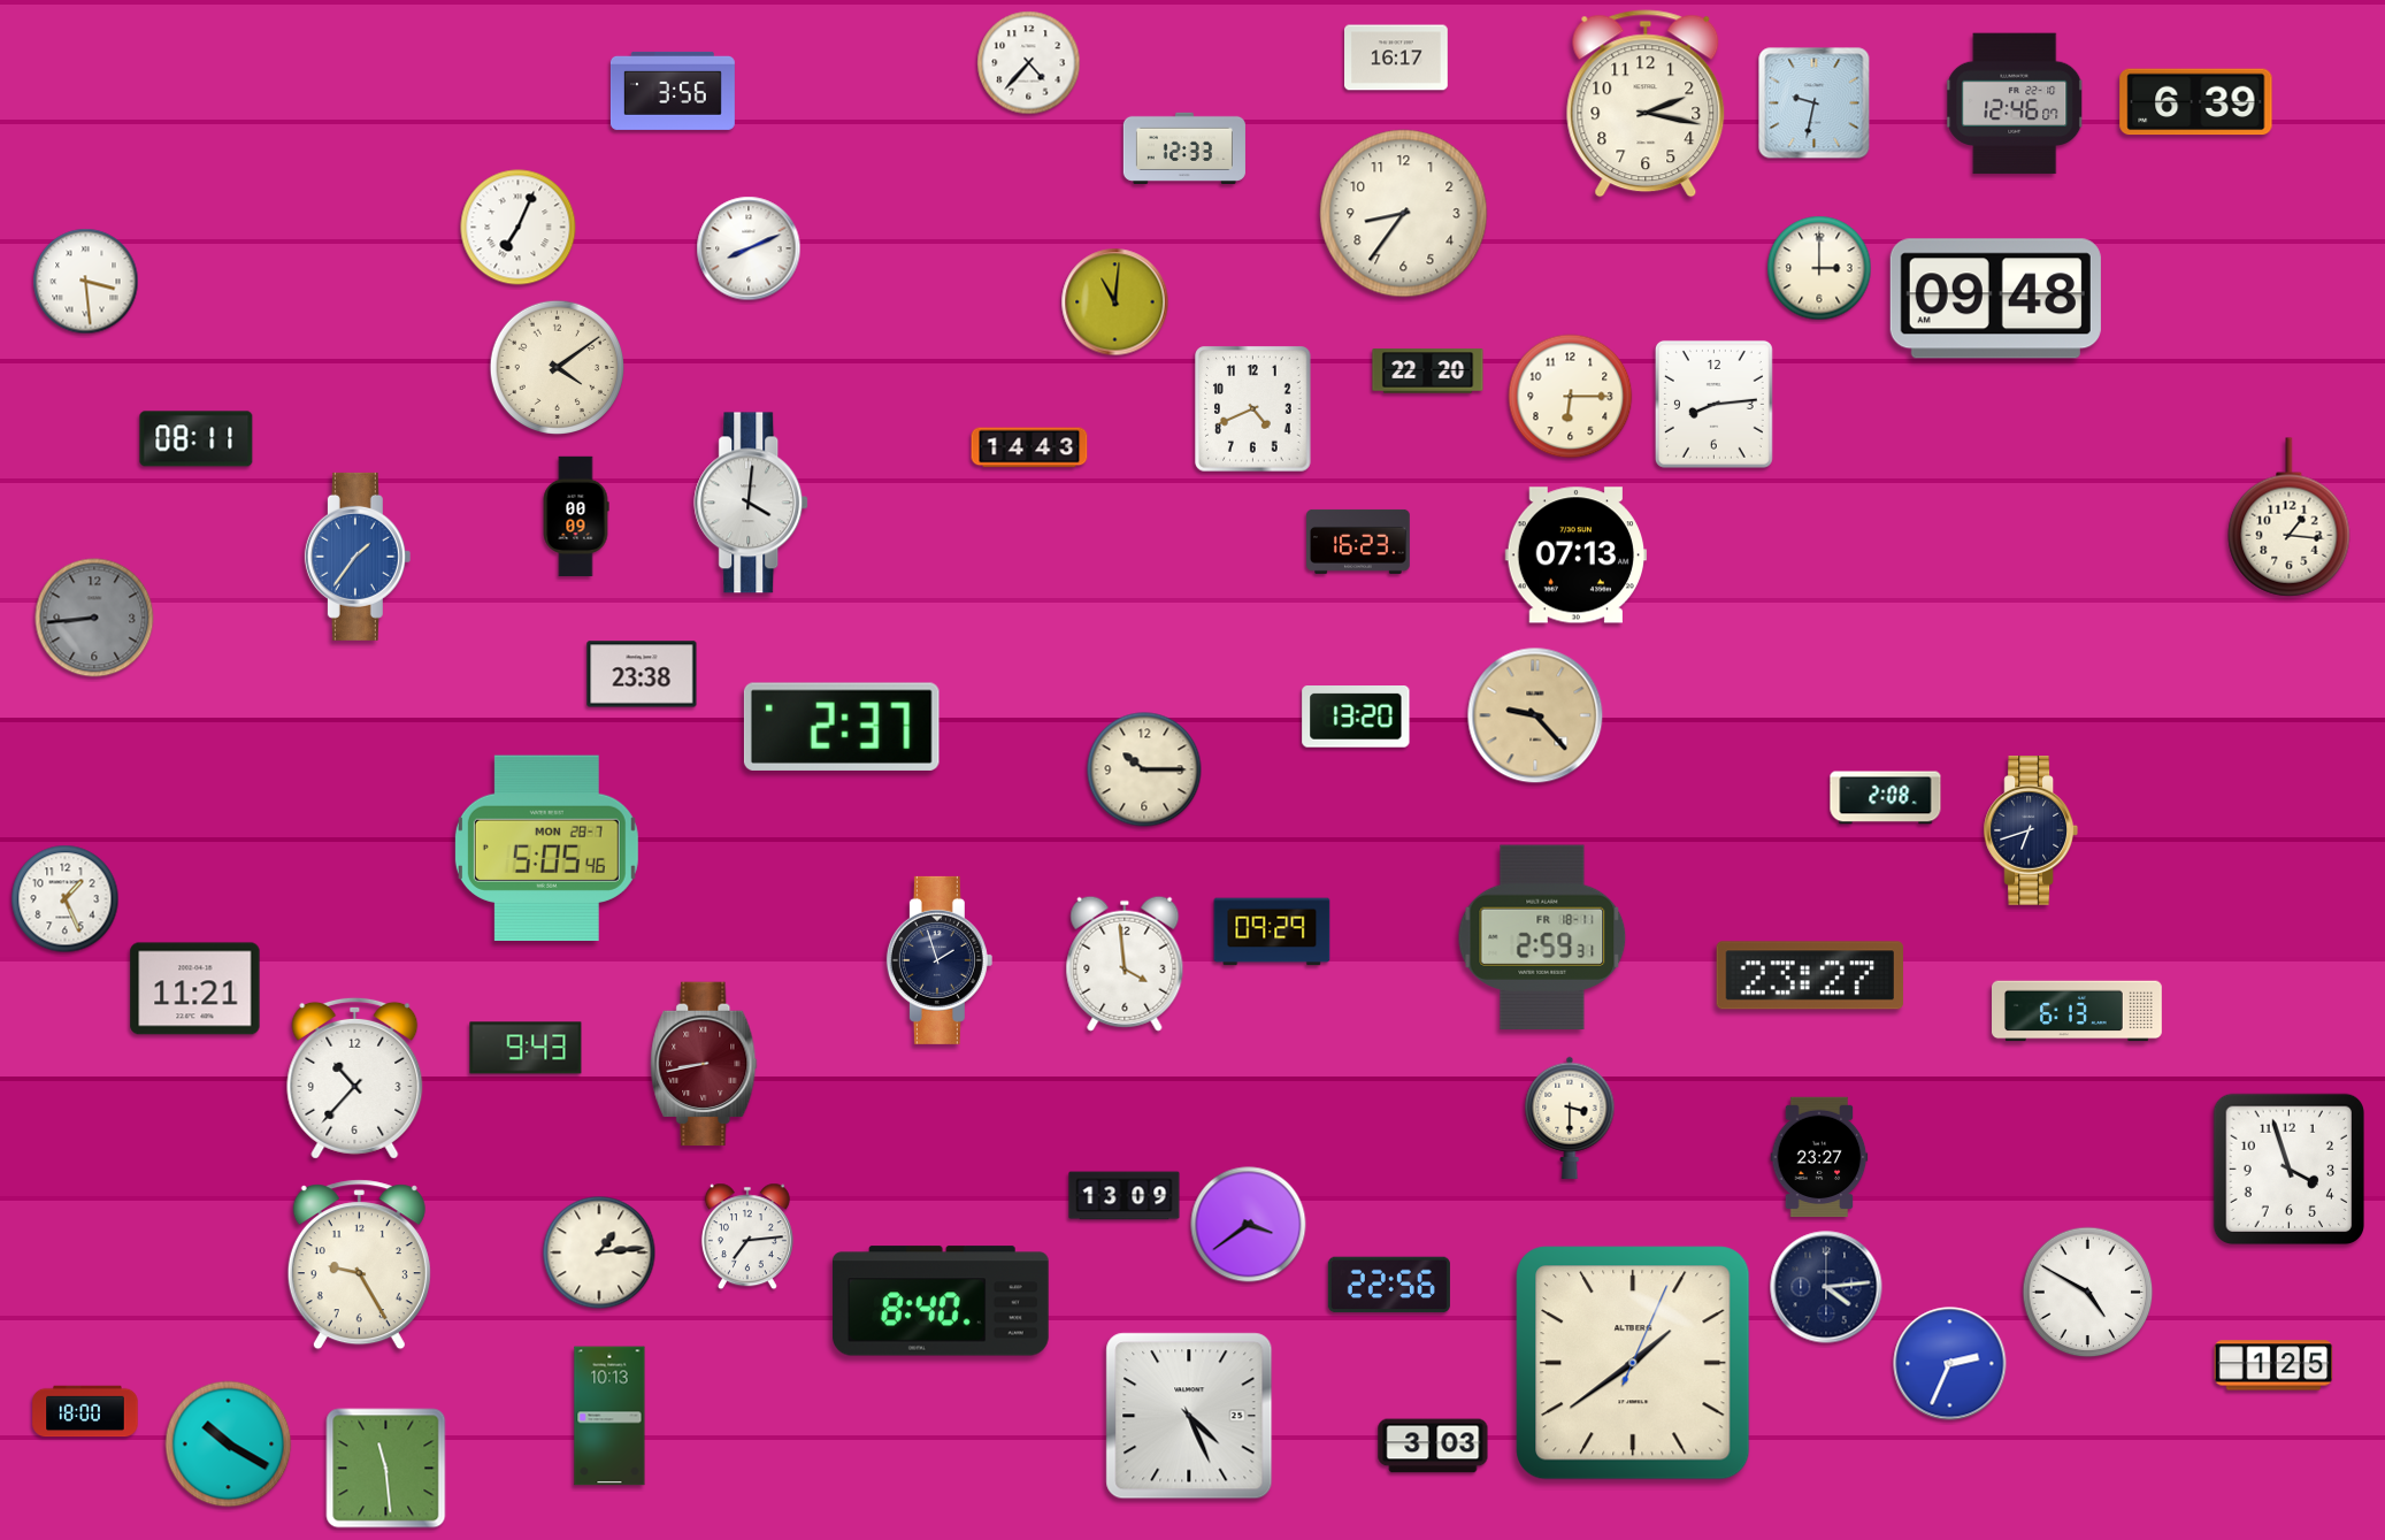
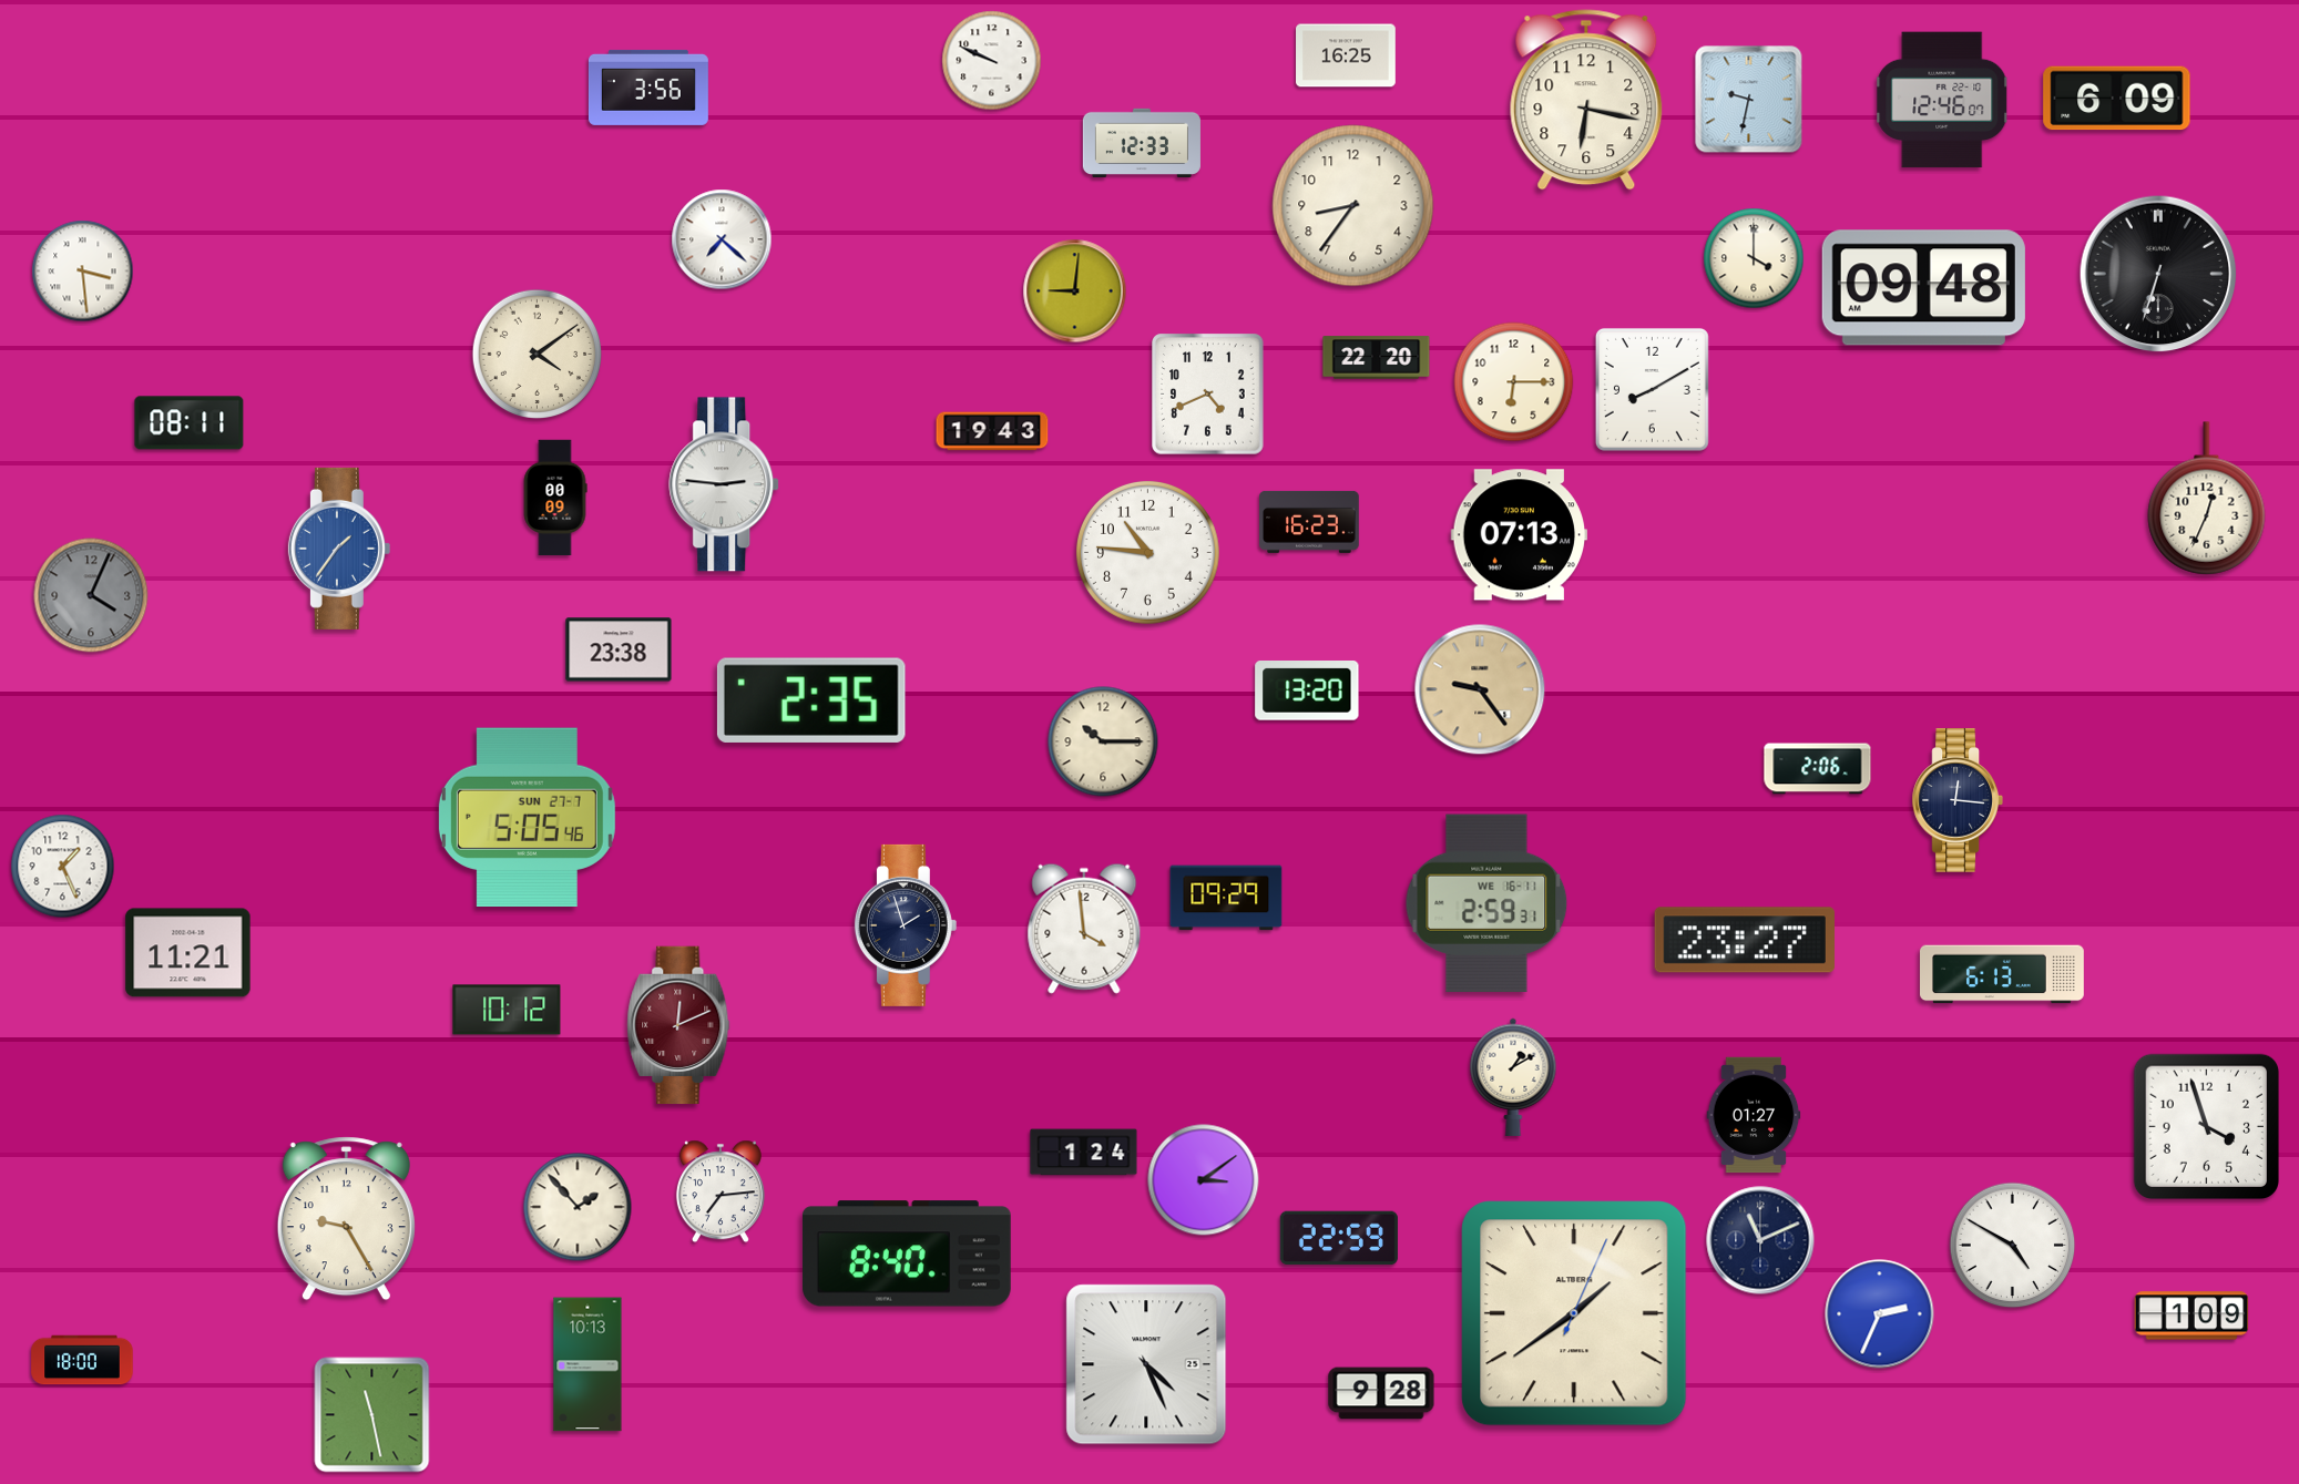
clock at (1397, 58): 16:17 -> 16:25
clock at (1029, 63): 4:37 -> 9:49
clock at (2196, 102): 6:39 -> 6:09
clock at (1646, 104): 2:17 -> 6:17
clock at (519, 228): 7:04 -> none
clock at (749, 248): 8:11 -> 7:22
clock at (1819, 268): 3:00 -> 4:00
clock at (2158, 274): none -> 6:33
clock at (1115, 302): 11:01 -> 9:01
clock at (1713, 404): 8:14 -> 8:10
clock at (1029, 447): 14:43 -> 19:43
clock at (752, 503): 4:01 -> 2:46
clock at (2290, 518): 1:16 -> 12:34
clock at (358, 557) position: (358, 557) -> (339, 549)
clock at (1147, 552): none -> 10:46
clock at (94, 618): 8:44 -> 4:04
clock at (1535, 715): 9:23 -> 9:24
clock at (842, 727): 2:37 -> 2:35
clock at (1886, 798): 2:08 -> 2:06
clock at (2030, 830): 6:42 -> 12:16
clock at (546, 848) date: MON 28-7 -> SUN 27-7
clock at (1542, 937) date: FR 18-11 -> WE 16-11
clock at (526, 1048): 9:43 -> 10:12
clock at (704, 1064): 8:43 -> 12:11
clock at (355, 1078): 10:37 -> none
clock at (1570, 1118): 3:30 -> 1:10
clock at (1819, 1157): 23:27 -> 01:27
clock at (1125, 1196): 13:09 -> 1:24
clock at (1249, 1225): 3:39 -> 3:09
clock at (599, 1252): 1:14 -> 1:53
clock at (1389, 1285): 22:56 -> 22:59
clock at (1826, 1287): 4:14 -> 11:11
clock at (2273, 1365): 1:25 -> 1:09
clock at (229, 1445): 10:20 -> none
clock at (1433, 1446): 3:03 -> 9:28
clock at (386, 1469): 11:29 -> 11:28
